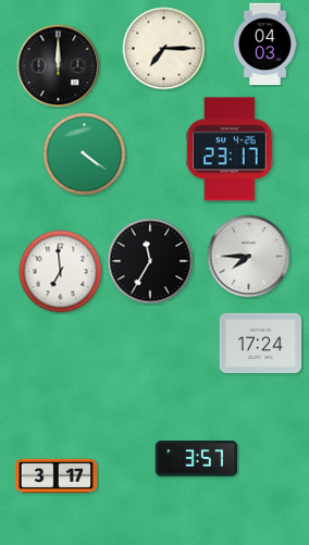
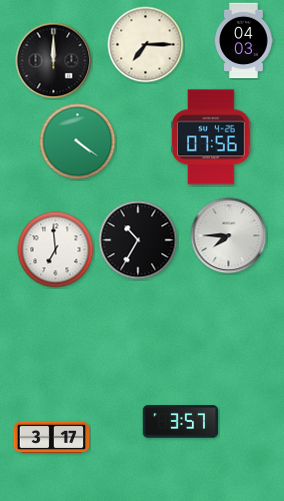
clock at (164, 49) position: (164, 49) -> (146, 45)
clock at (230, 149): 23:17 -> 07:56
clock at (150, 261): 11:35 -> 10:35
clock at (261, 343): 17:24 -> none
